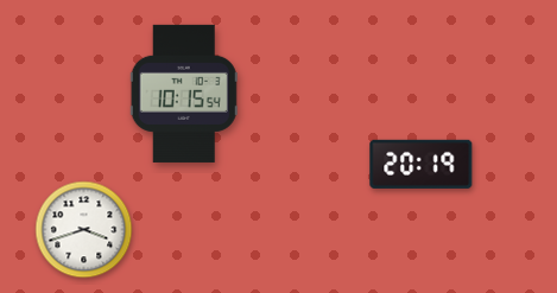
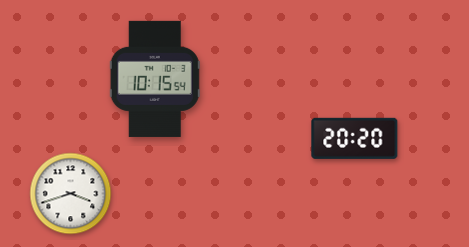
clock at (422, 164): 20:19 -> 20:20
